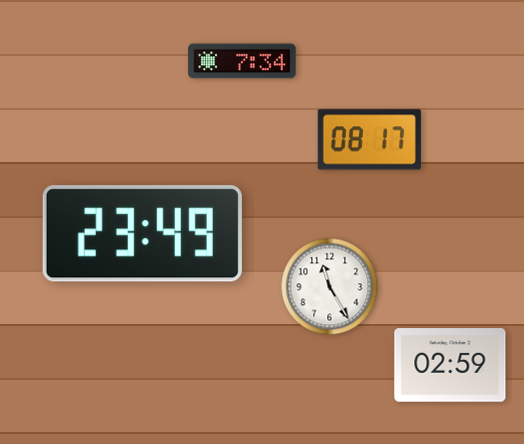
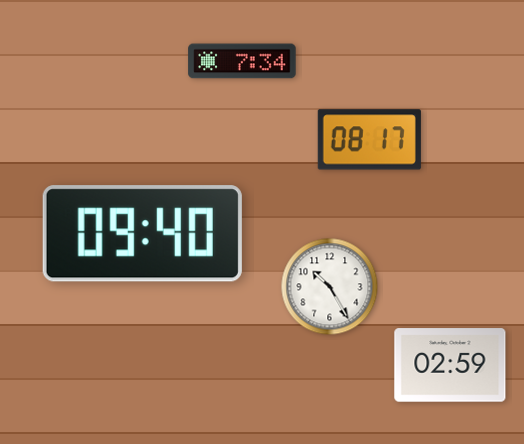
clock at (142, 234): 23:49 -> 09:40
clock at (330, 287): 11:25 -> 10:25
